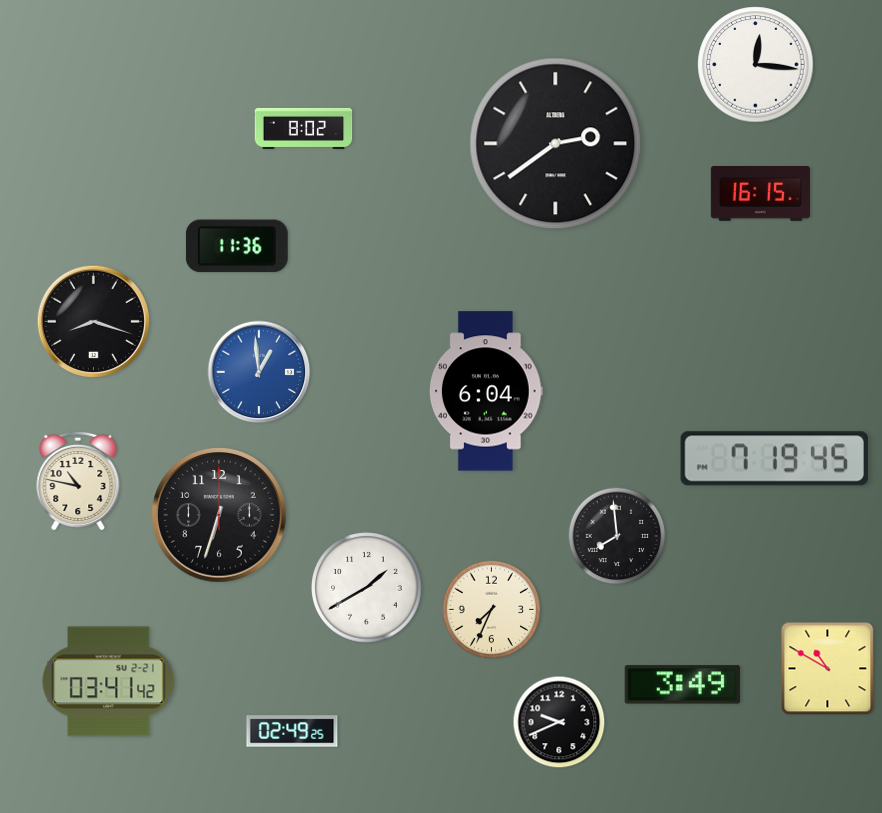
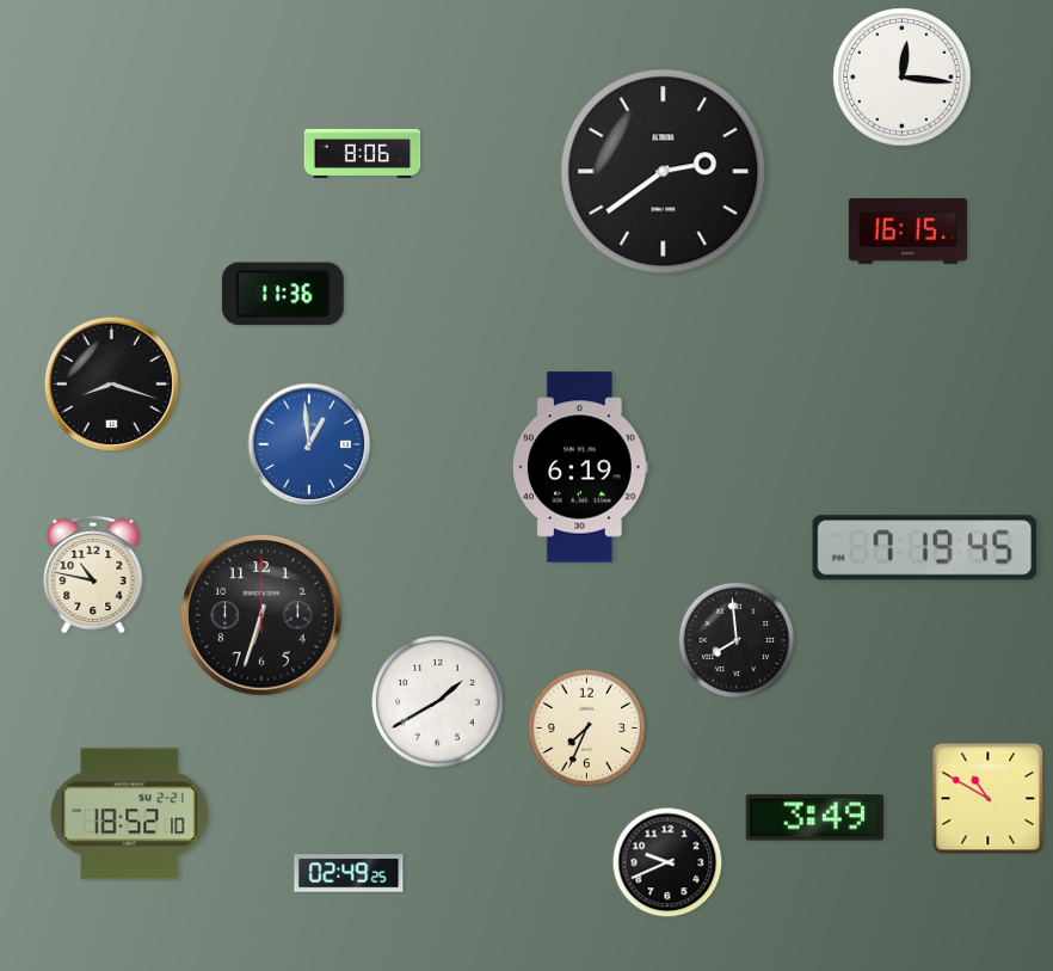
clock at (304, 128): 8:02 -> 8:06
clock at (486, 391): 6:04 -> 6:19
clock at (109, 682): 03:41 -> 18:52
